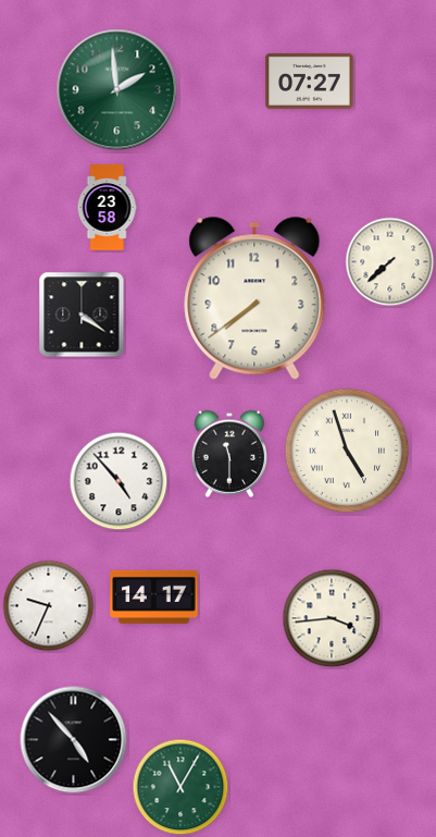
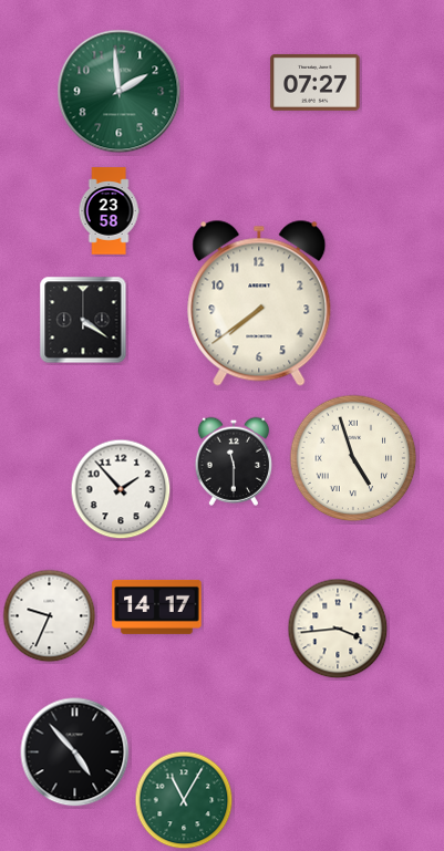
clock at (390, 262): 7:38 -> none
clock at (119, 481): 4:53 -> 1:53
